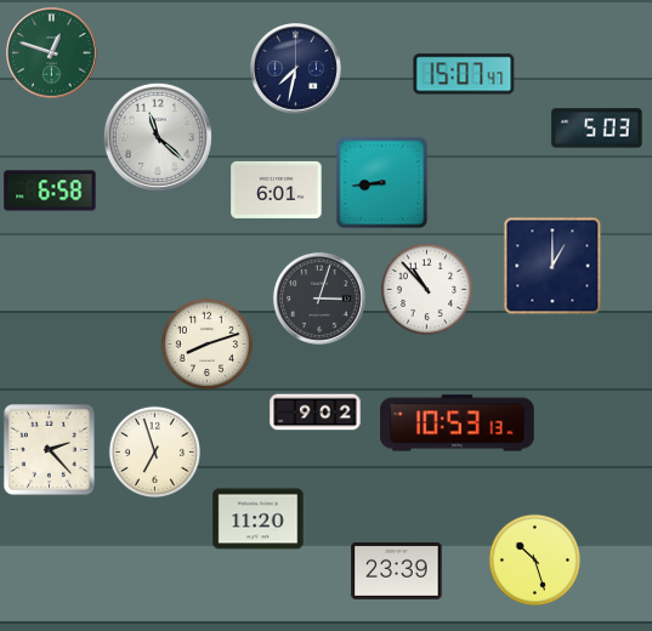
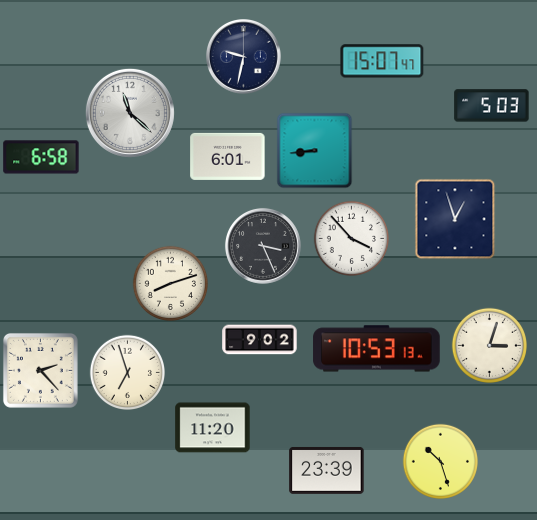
clock at (52, 53): 12:48 -> none
clock at (296, 69): 7:32 -> 9:32
clock at (552, 266): 1:00 -> 12:57
clock at (426, 289): 10:53 -> 3:53
clock at (319, 299): 3:03 -> 3:26
clock at (489, 345): none -> 3:03
